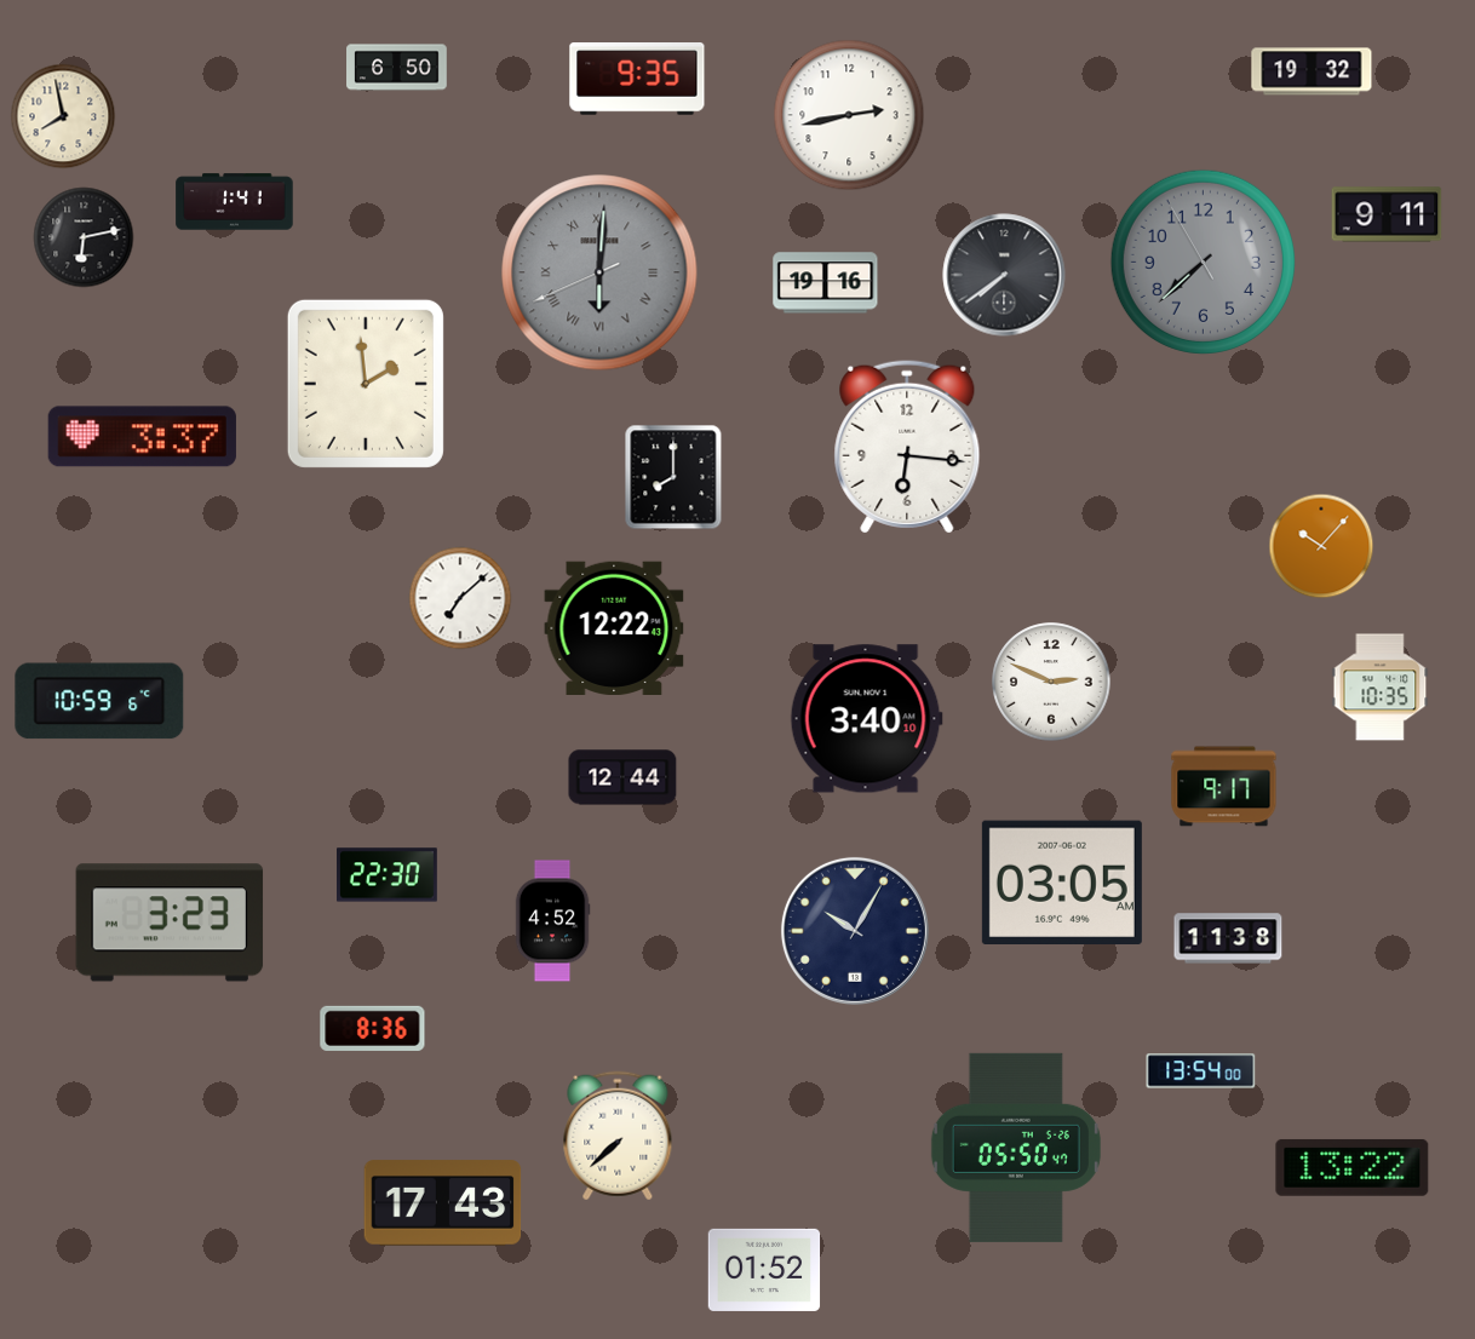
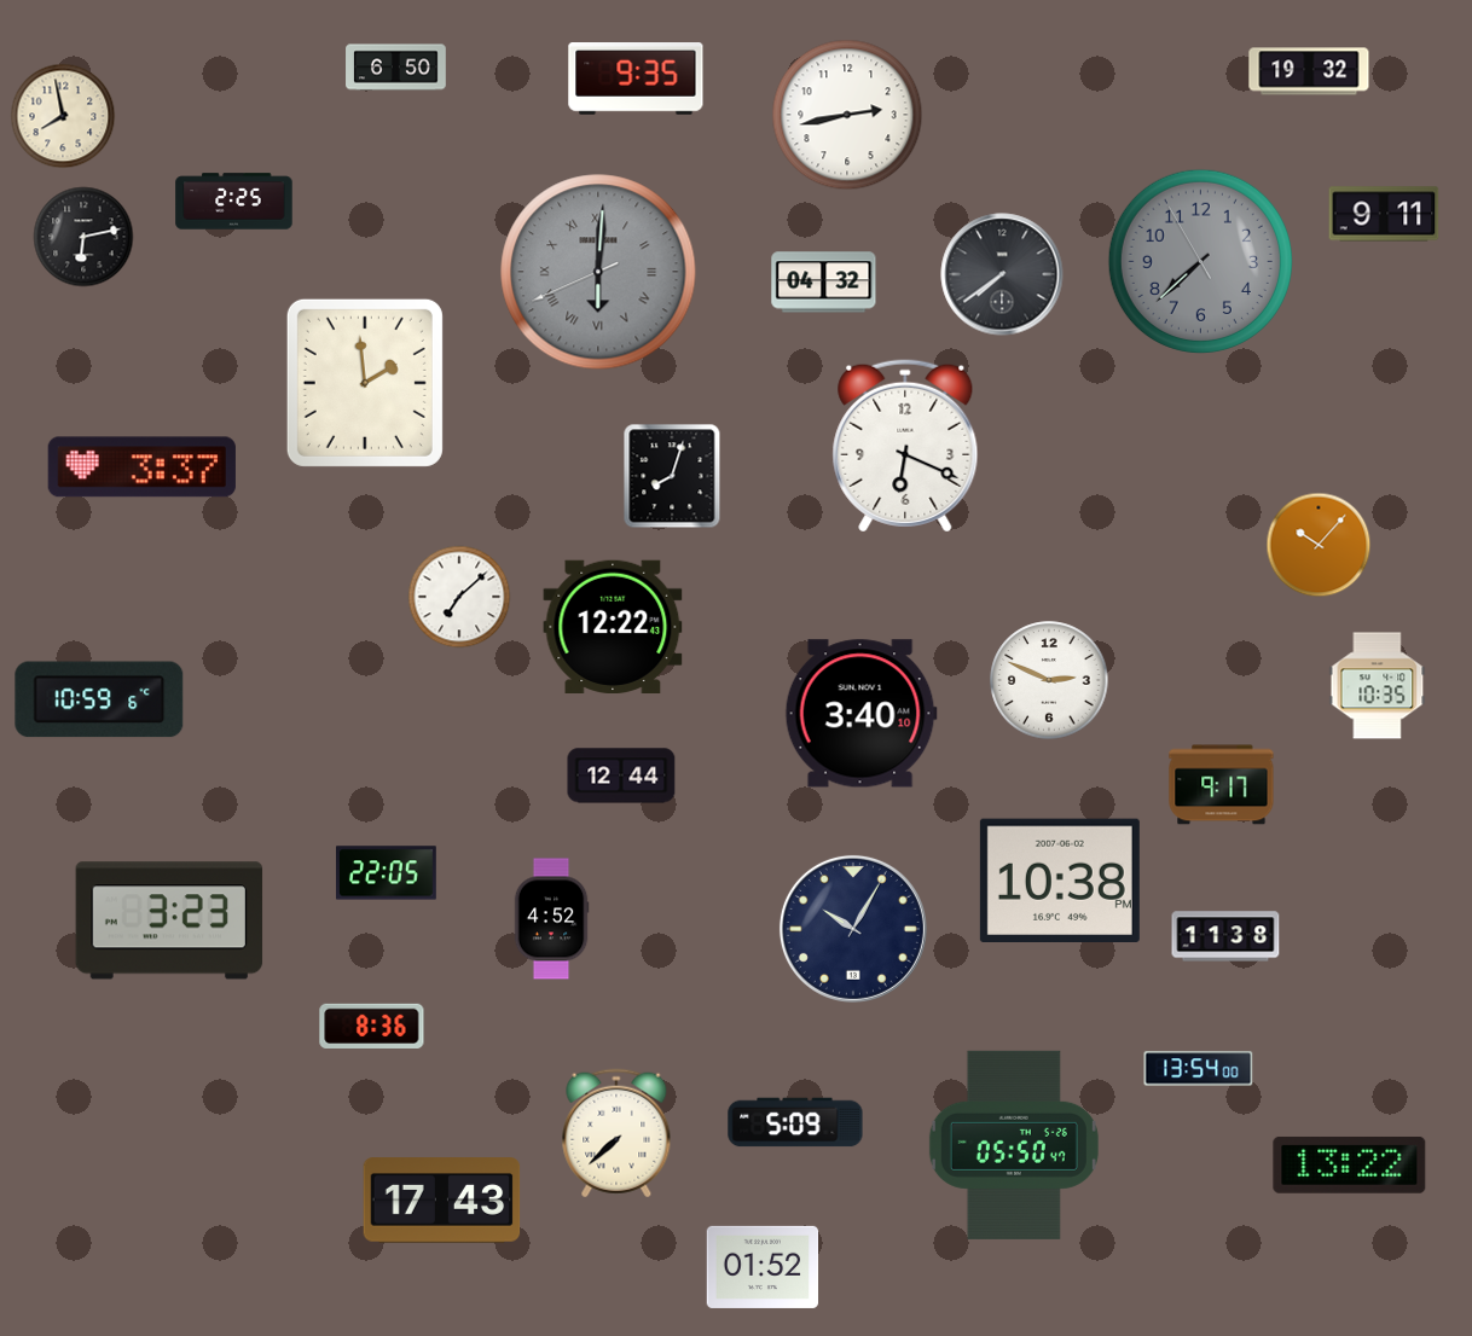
clock at (235, 202): 1:41 -> 2:25
clock at (826, 283): 19:16 -> 04:32
clock at (142, 437) position: (142, 437) -> (141, 467)
clock at (907, 447): 6:16 -> 6:19
clock at (673, 477): 8:00 -> 8:03
clock at (866, 719) position: (866, 719) -> (860, 714)
clock at (388, 875): 22:30 -> 22:05
clock at (1062, 881): 03:05 -> 10:38
clock at (795, 1122): none -> 5:09
